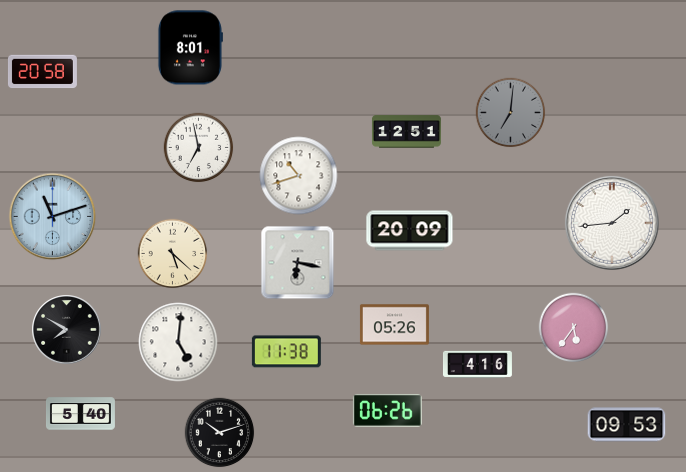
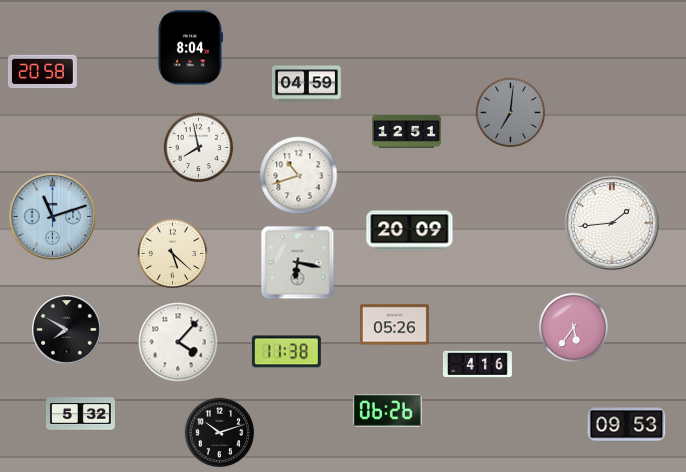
clock at (190, 48): 8:01 -> 8:04
clock at (306, 84): none -> 04:59
clock at (199, 148): 6:58 -> 7:58
clock at (178, 342): 5:01 -> 4:07
clock at (80, 414): 5:40 -> 5:32
